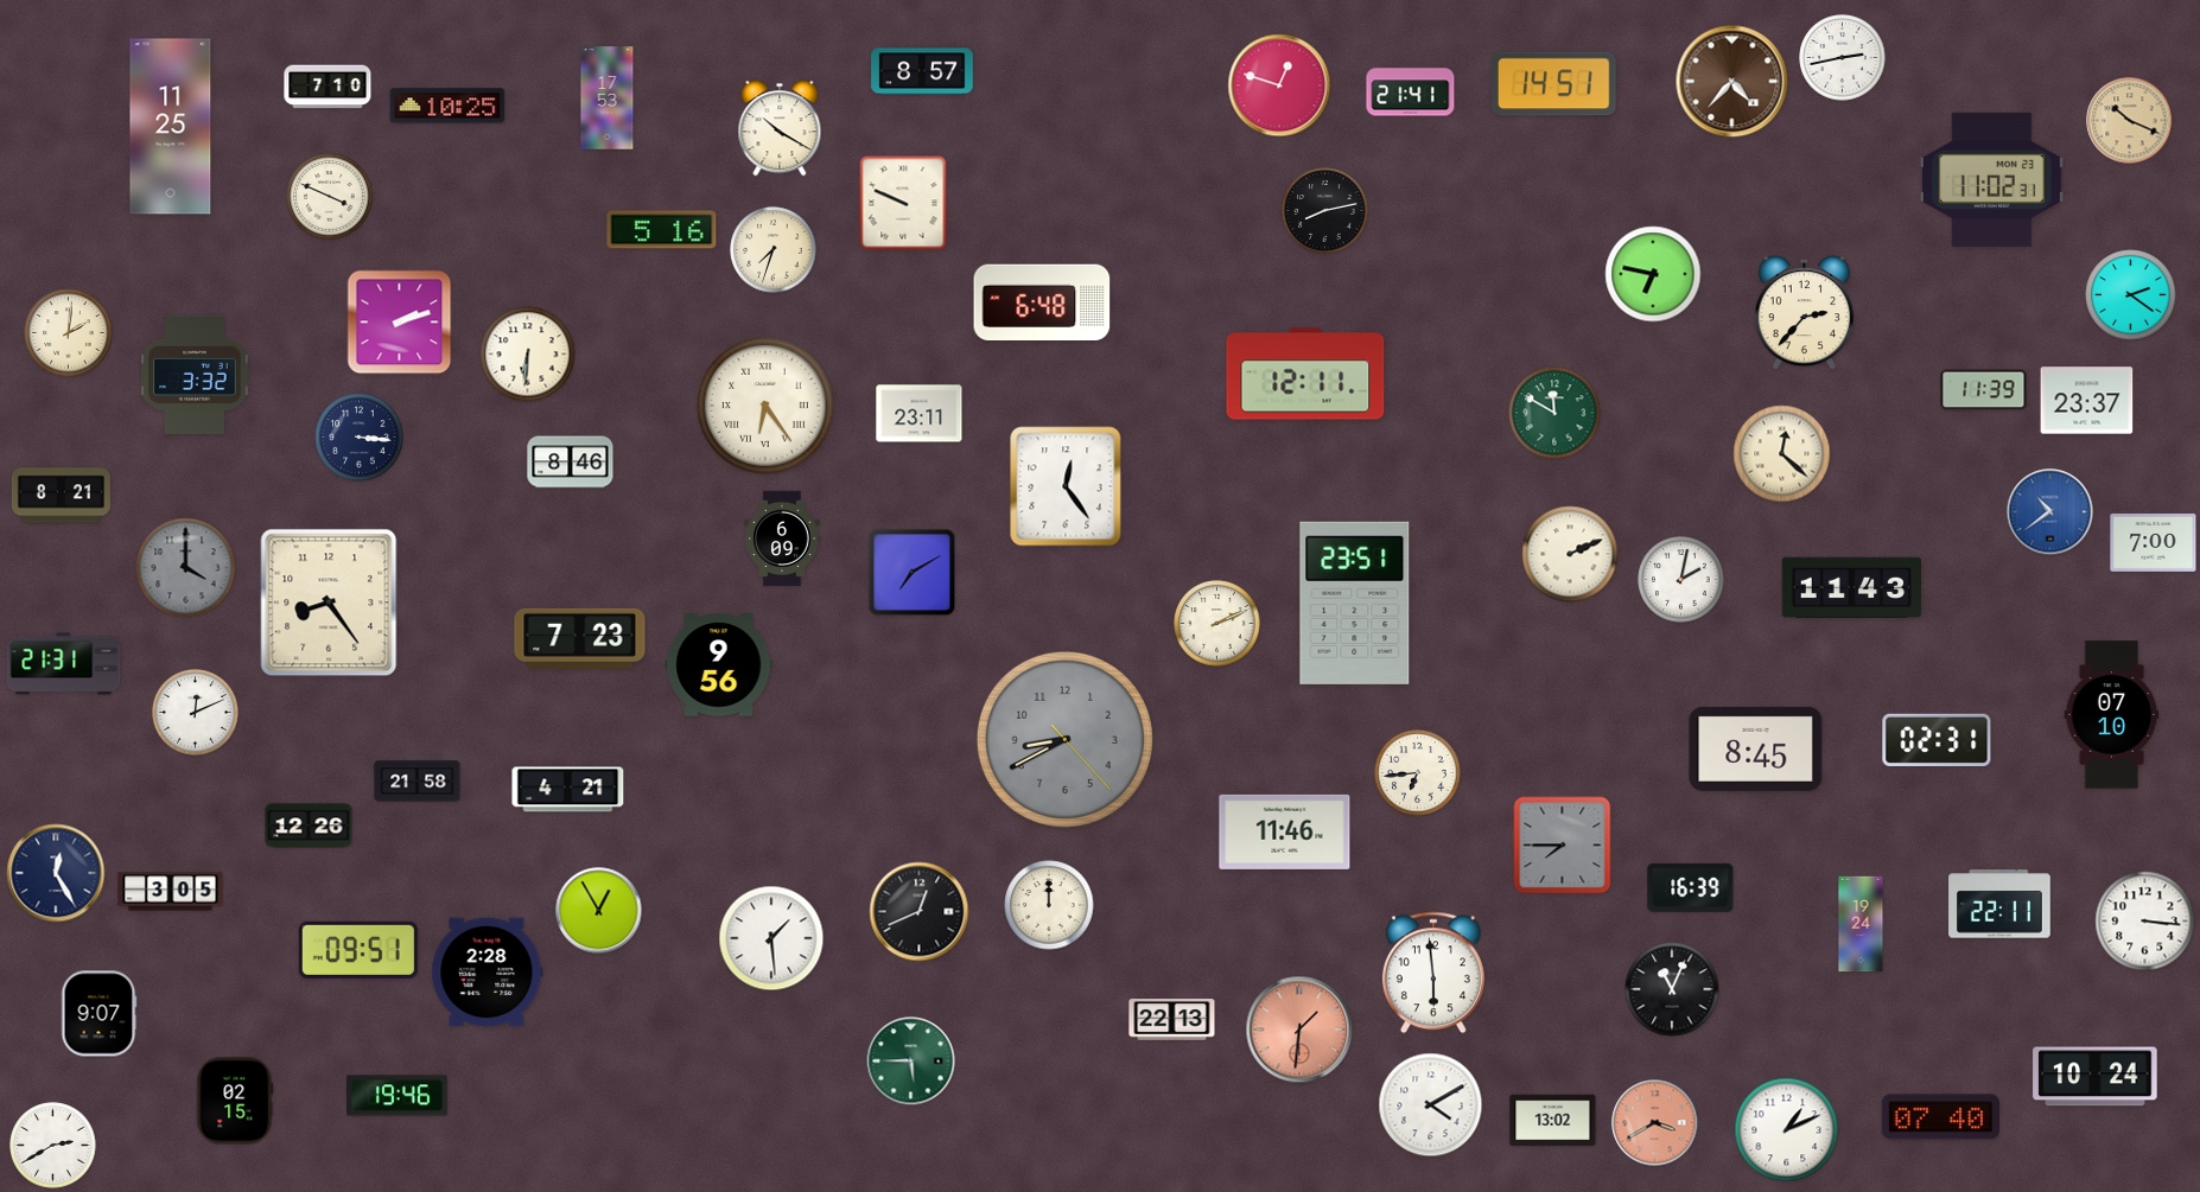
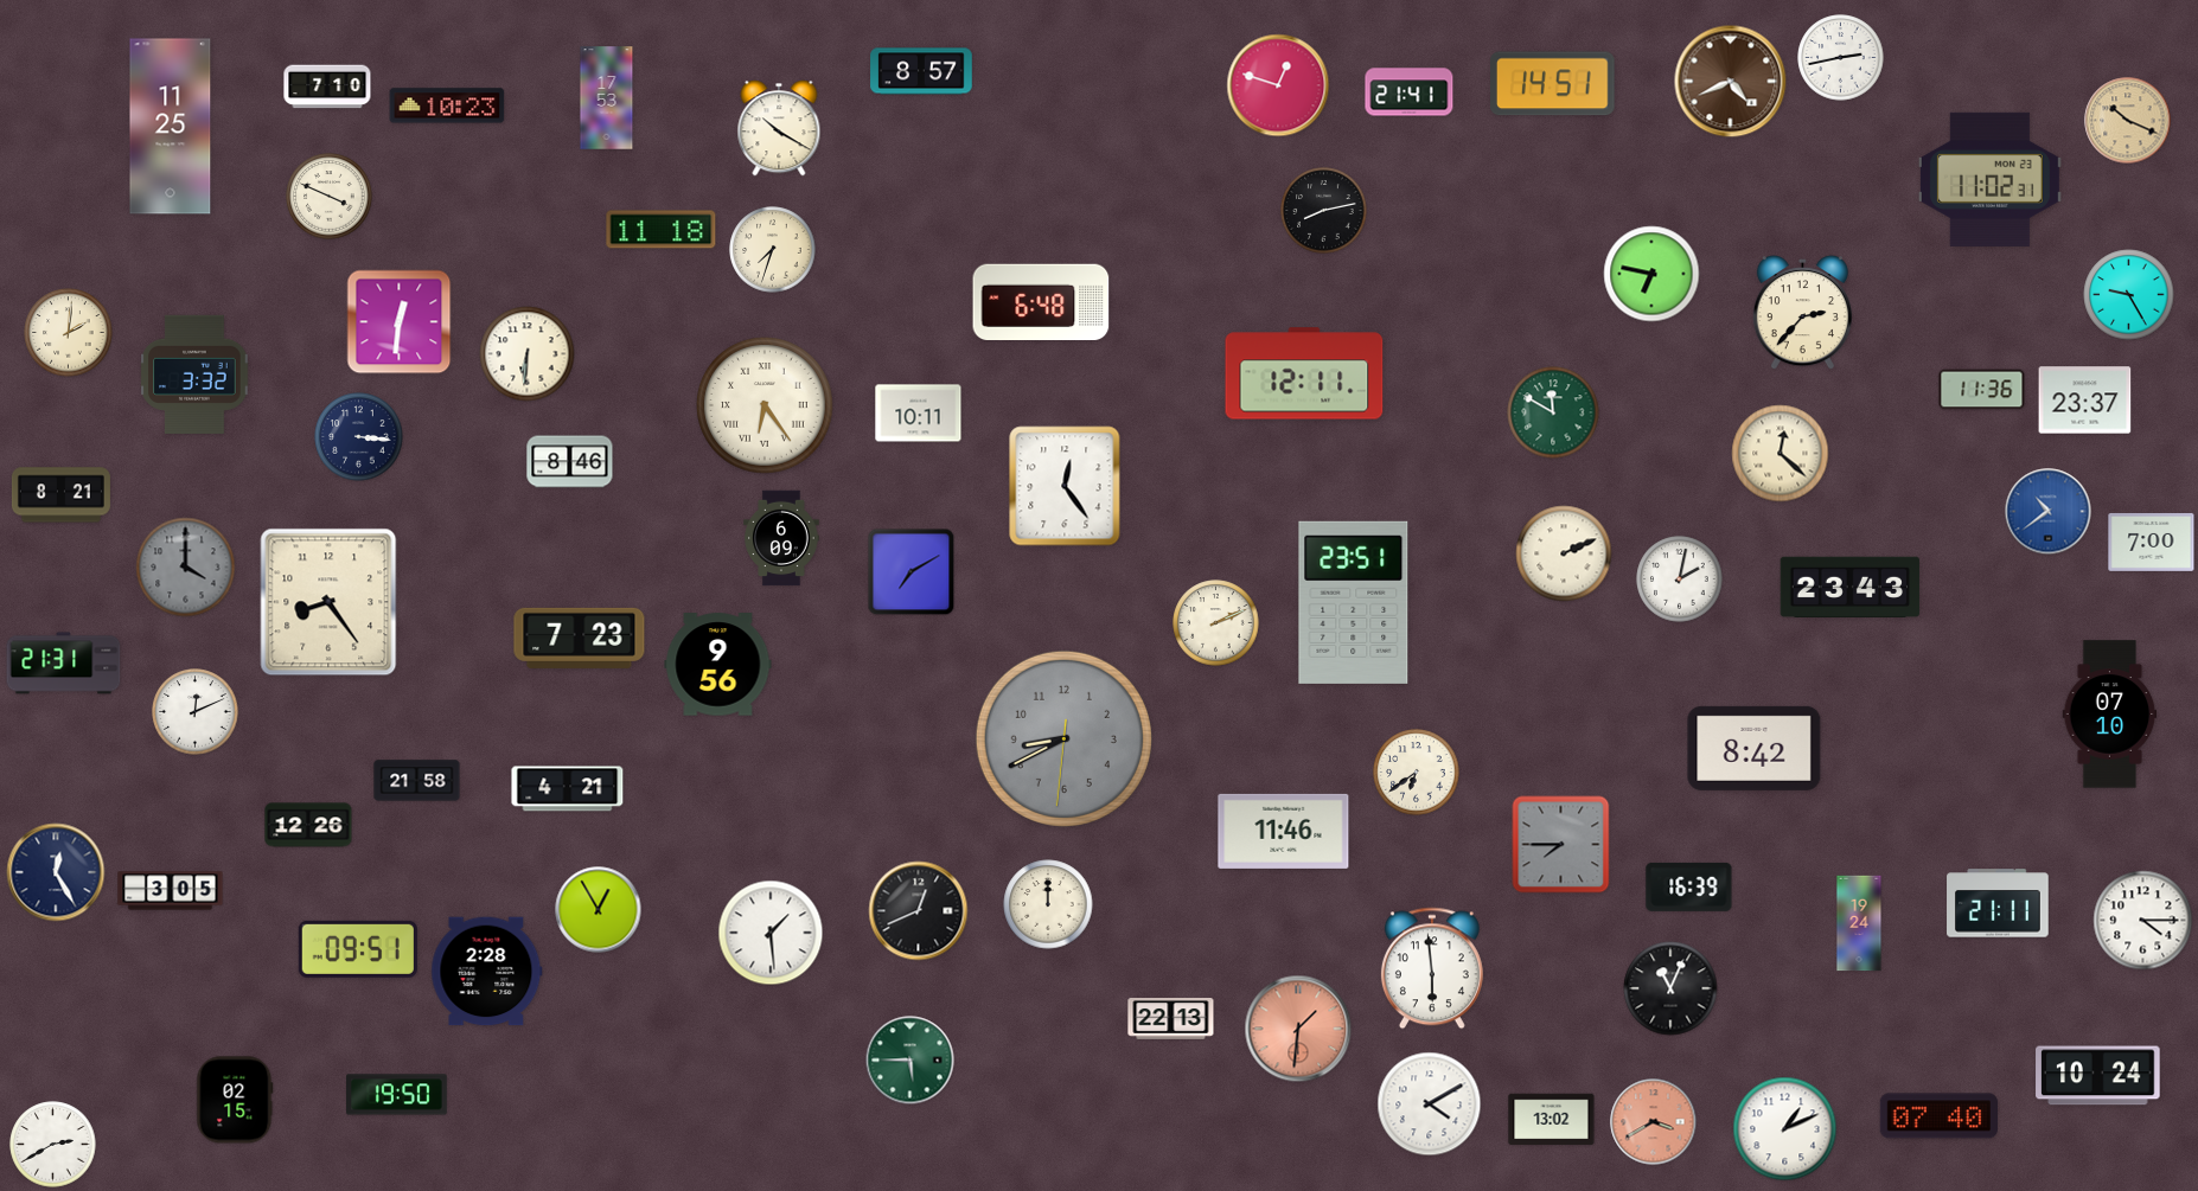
clock at (1732, 82): 4:37 -> 4:41
clock at (447, 106): 10:25 -> 10:23
clock at (903, 203): 9:49 -> none
clock at (662, 230): 5:16 -> 11:18
clock at (2131, 295): 2:21 -> 9:25
clock at (400, 323): 2:12 -> 12:31
clock at (1984, 390): 11:39 -> 11:36
clock at (920, 414): 23:11 -> 10:11
clock at (1570, 554) position: (1570, 554) -> (1564, 553)
clock at (1852, 587): 11:43 -> 23:43
clock at (1064, 739): 8:40:23 -> 8:40:31
clock at (1937, 740): 02:31 -> none
clock at (1756, 748): 8:45 -> 8:42
clock at (1418, 773): 6:44 -> 6:39
clock at (1999, 904): 22:11 -> 21:11
clock at (2145, 922): 3:16 -> 4:15
clock at (771, 938) position: (771, 938) -> (771, 933)
clock at (1433, 973) position: (1433, 973) -> (1432, 968)
clock at (98, 1014): 9:07 -> none
clock at (2096, 1077) position: (2096, 1077) -> (2098, 1076)
clock at (398, 1096): 19:46 -> 19:50
